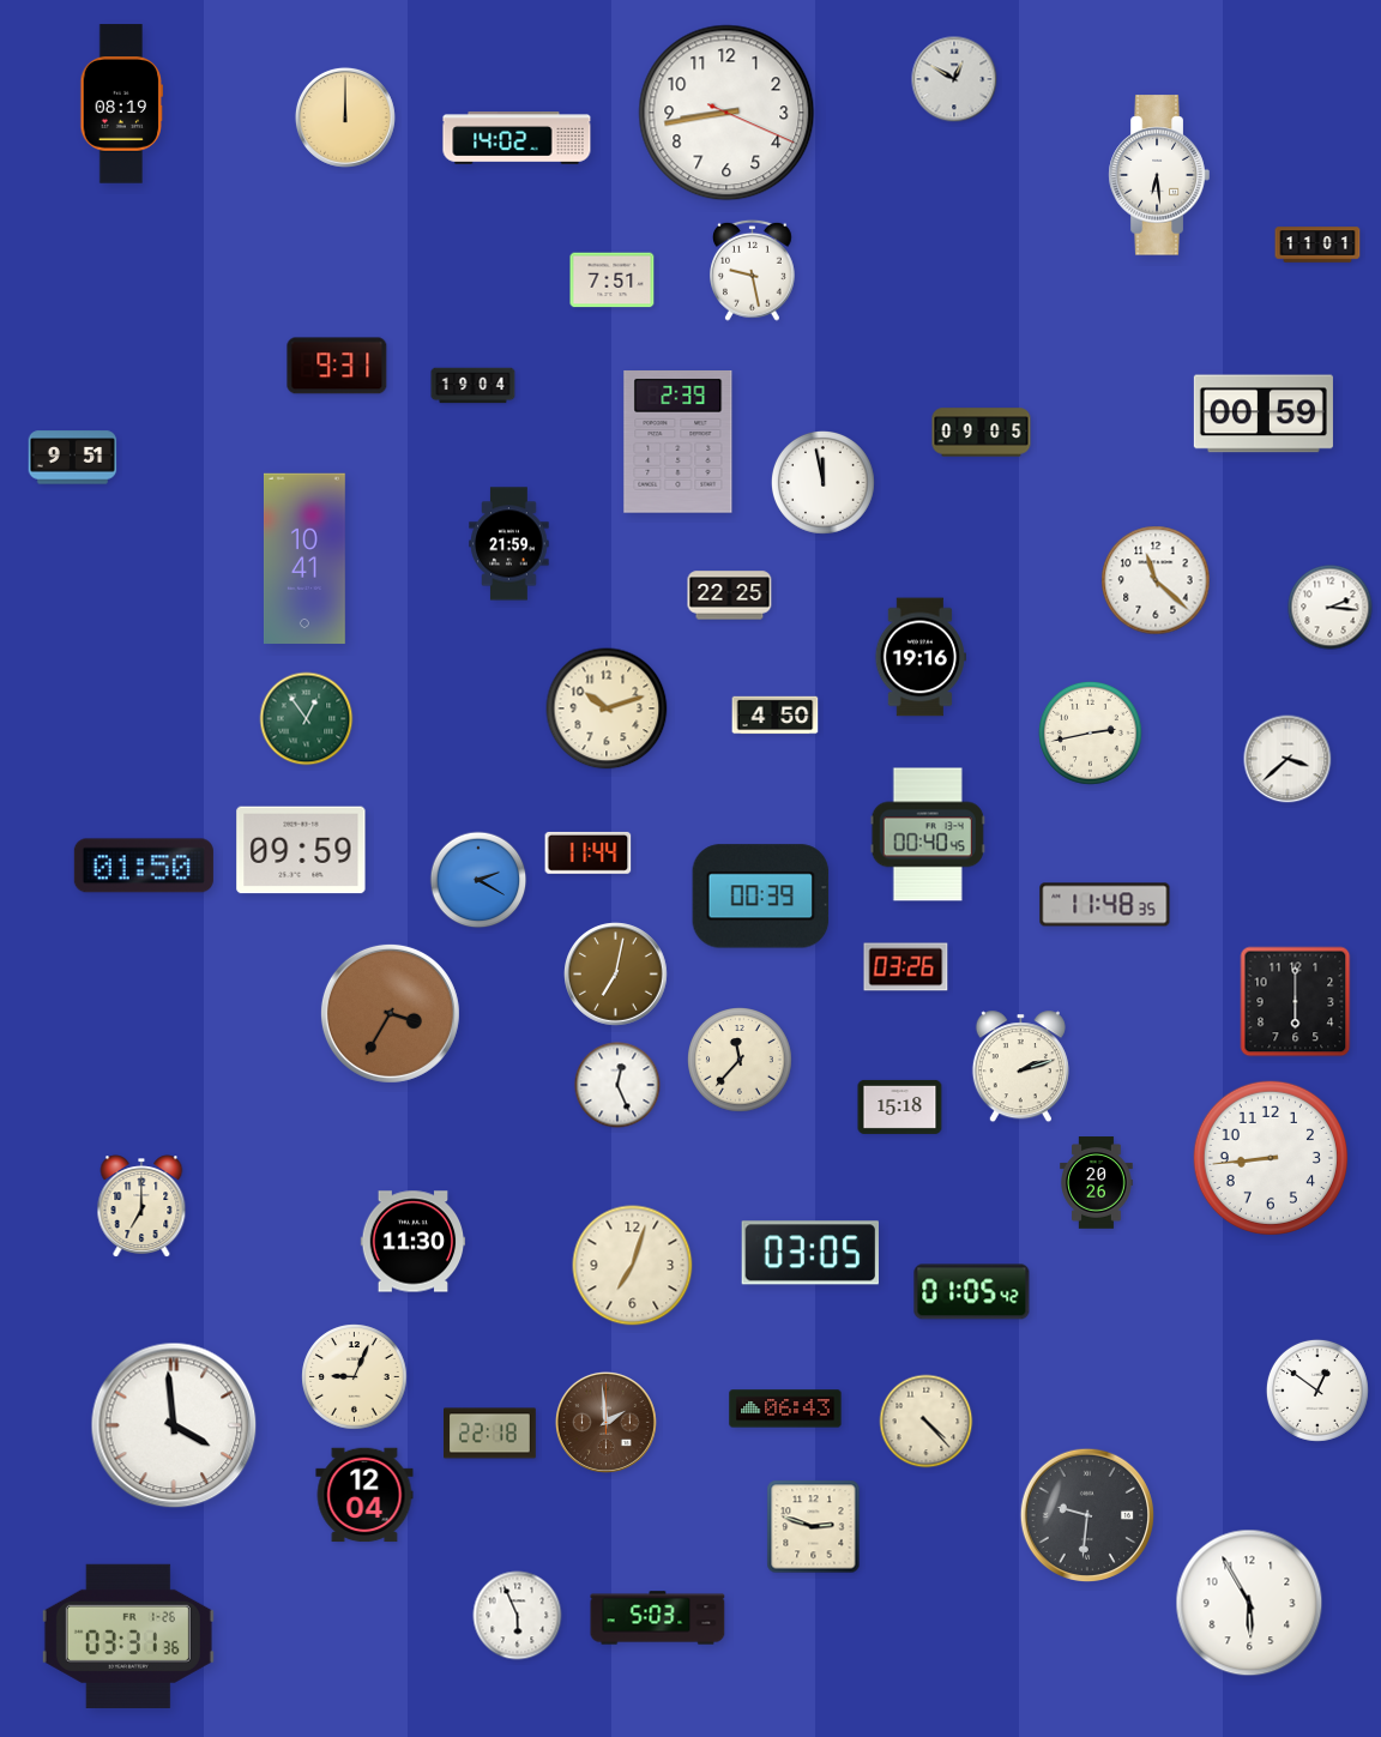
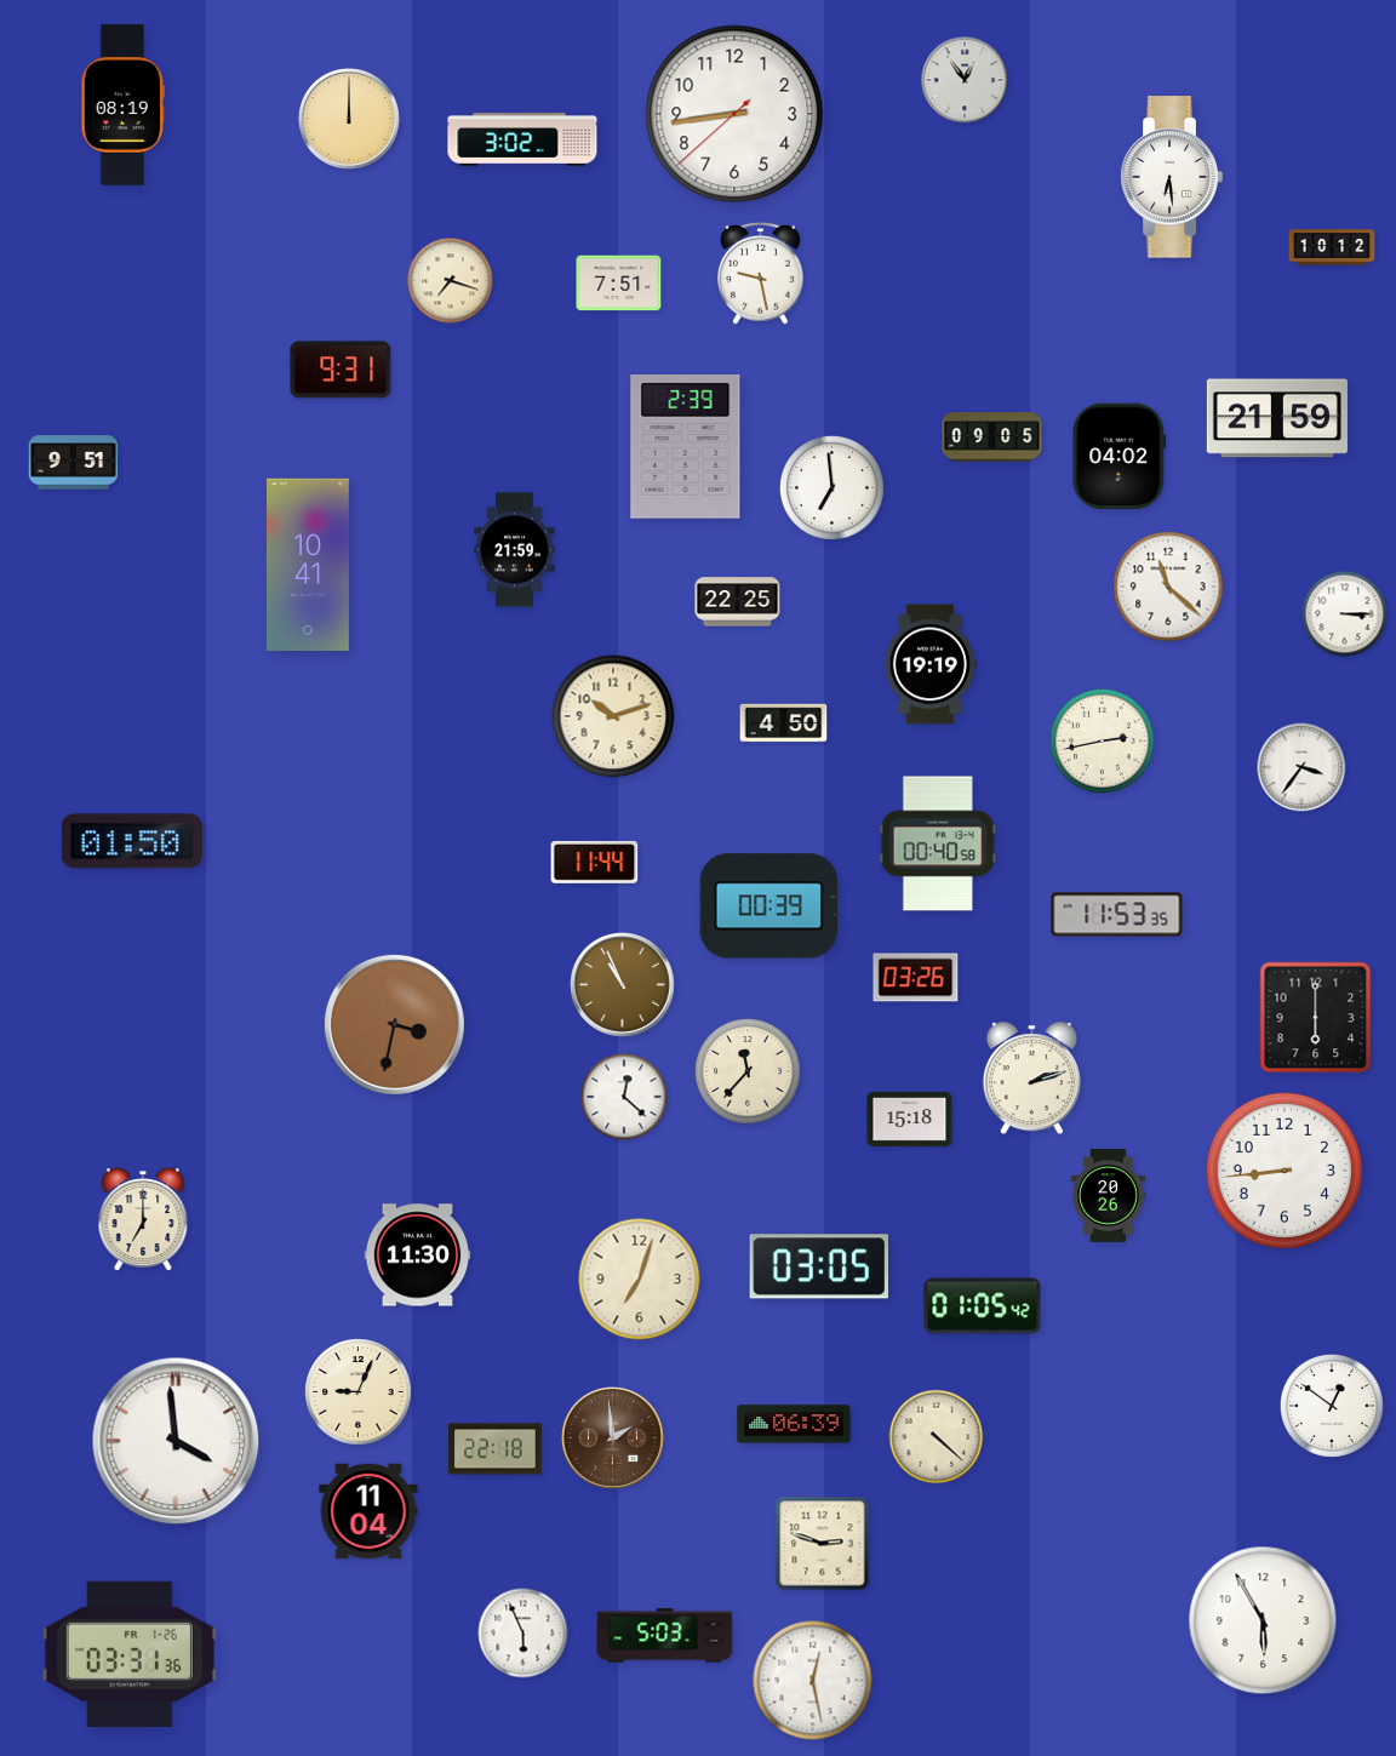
clock at (954, 79): 12:50 -> 12:54
clock at (726, 113): 8:43:19 -> 8:43:38
clock at (517, 138): 14:02 -> 3:02
clock at (1317, 245): 11:01 -> 10:12
clock at (451, 281): none -> 7:18
clock at (474, 386): 19:04 -> none
clock at (1264, 414): 00:59 -> 21:59
clock at (1120, 457): none -> 04:02
clock at (822, 482): 11:58 -> 6:59
clock at (1331, 608): 2:16 -> 3:15
clock at (921, 657): 19:16 -> 19:19
clock at (307, 719): 12:54 -> none
clock at (1287, 759): 3:38 -> 3:36
clock at (928, 834): 00:40:45 -> 00:40:58
clock at (301, 850): 09:59 -> none
clock at (144, 866) position: (144, 866) -> (132, 841)
clock at (478, 880): 2:20 -> none
clock at (1105, 905): 11:48 -> 11:53
clock at (616, 975): 7:02 -> 10:56
clock at (1296, 1002) position: (1296, 1002) -> (1316, 1018)
clock at (390, 1013): 3:35 -> 3:32
clock at (617, 1085): 12:26 -> 12:22
clock at (785, 1409): 06:43 -> 06:39
clock at (927, 1422): 4:23 -> 4:22
clock at (364, 1495): 12:04 -> 11:04
clock at (1086, 1514): 9:31 -> none
clock at (813, 1681): none -> 12:28
